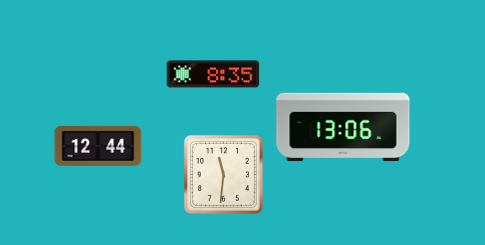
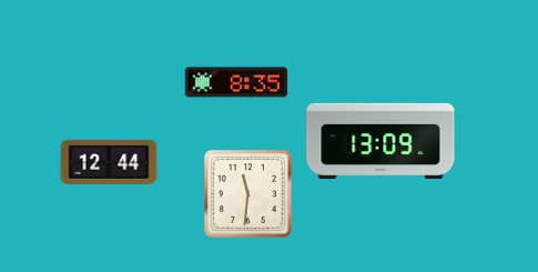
clock at (343, 127): 13:06 -> 13:09
